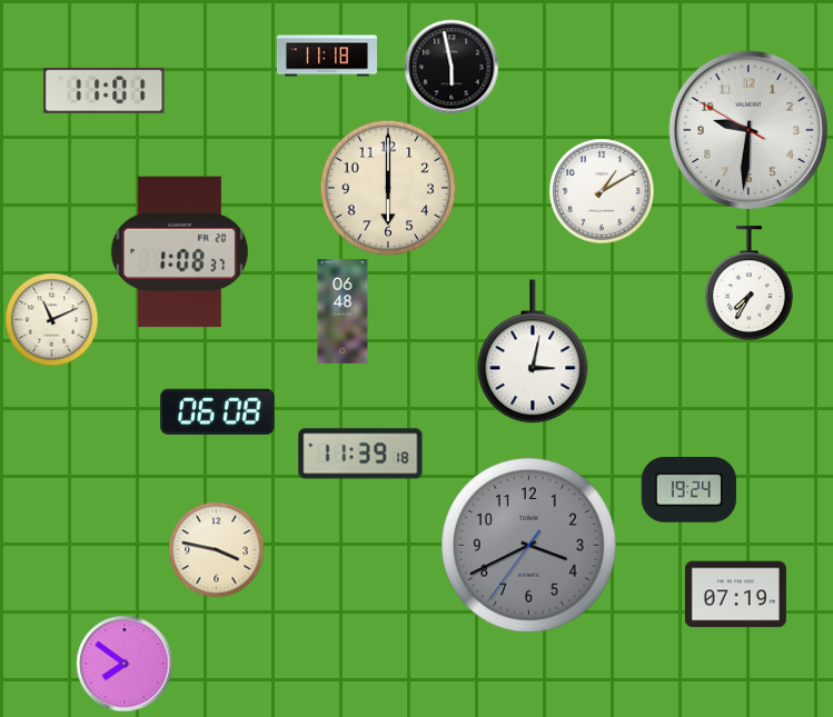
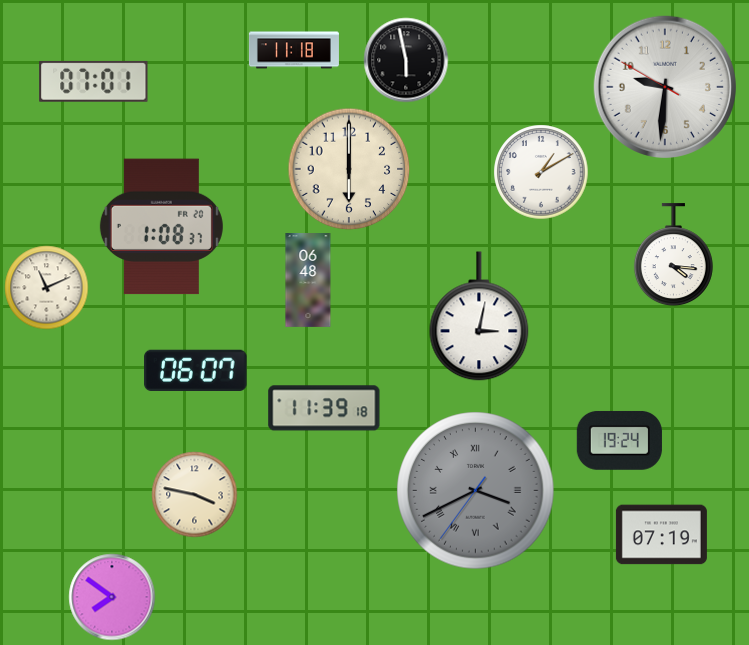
clock at (105, 90): 11:01 -> 07:01
clock at (747, 129) position: (747, 129) -> (664, 86)
clock at (748, 283): 7:35 -> 4:16
clock at (218, 411): 06:08 -> 06:07
clock at (529, 546) numerals: Arabic -> Roman
